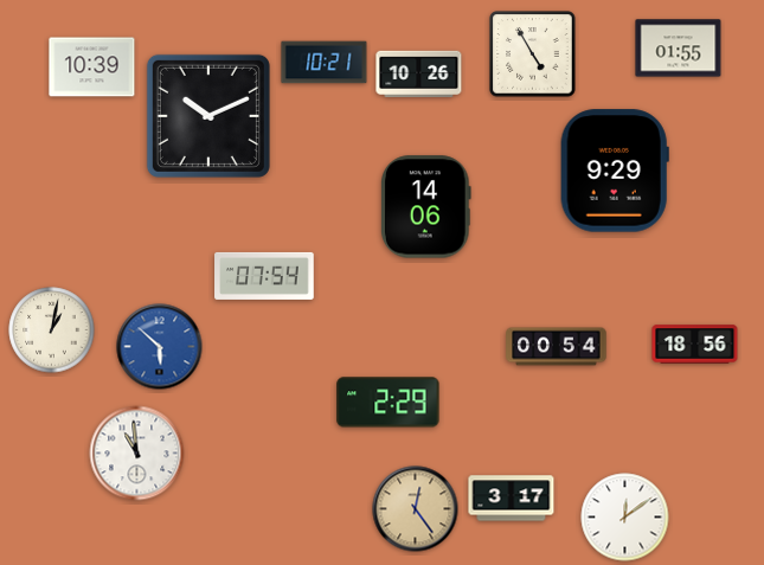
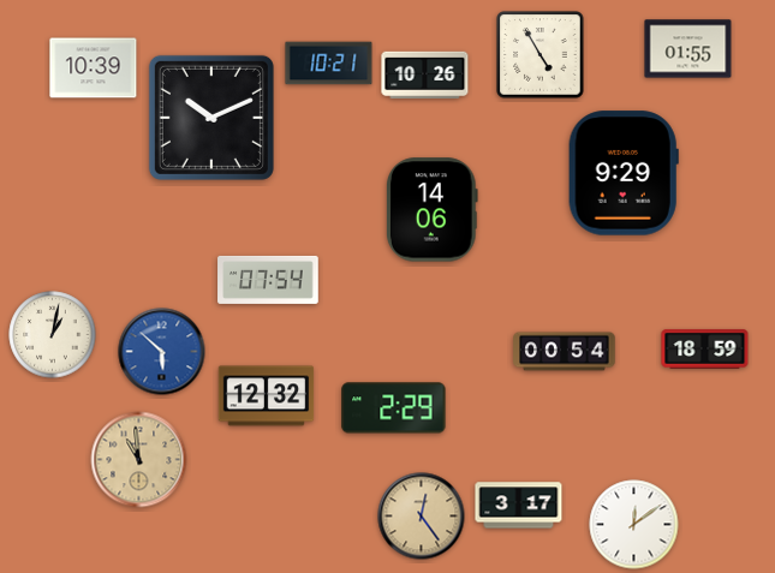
clock at (695, 345): 18:56 -> 18:59
clock at (267, 396): none -> 12:32
clock at (137, 454) dial: white -> champagne
